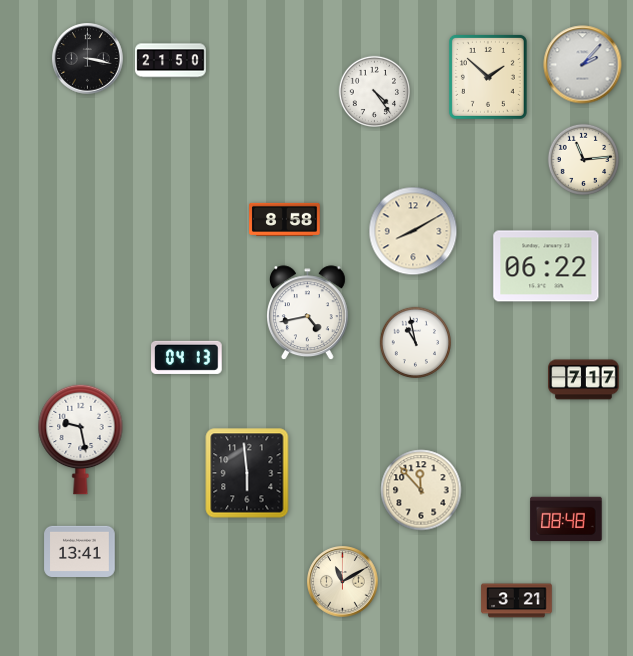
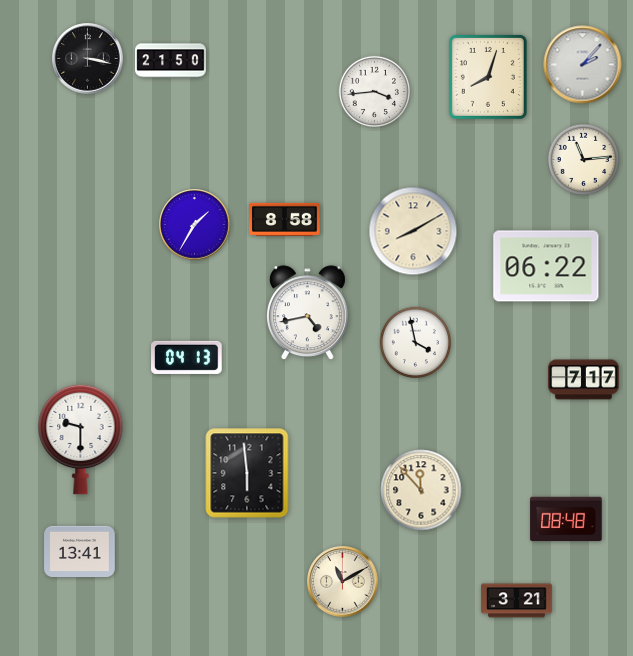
clock at (488, 77): 1:52 -> 8:03
clock at (374, 91): 4:24 -> 3:44
clock at (195, 225): none -> 1:35
clock at (415, 342): 10:58 -> 3:58
clock at (81, 439): 9:28 -> 9:30
